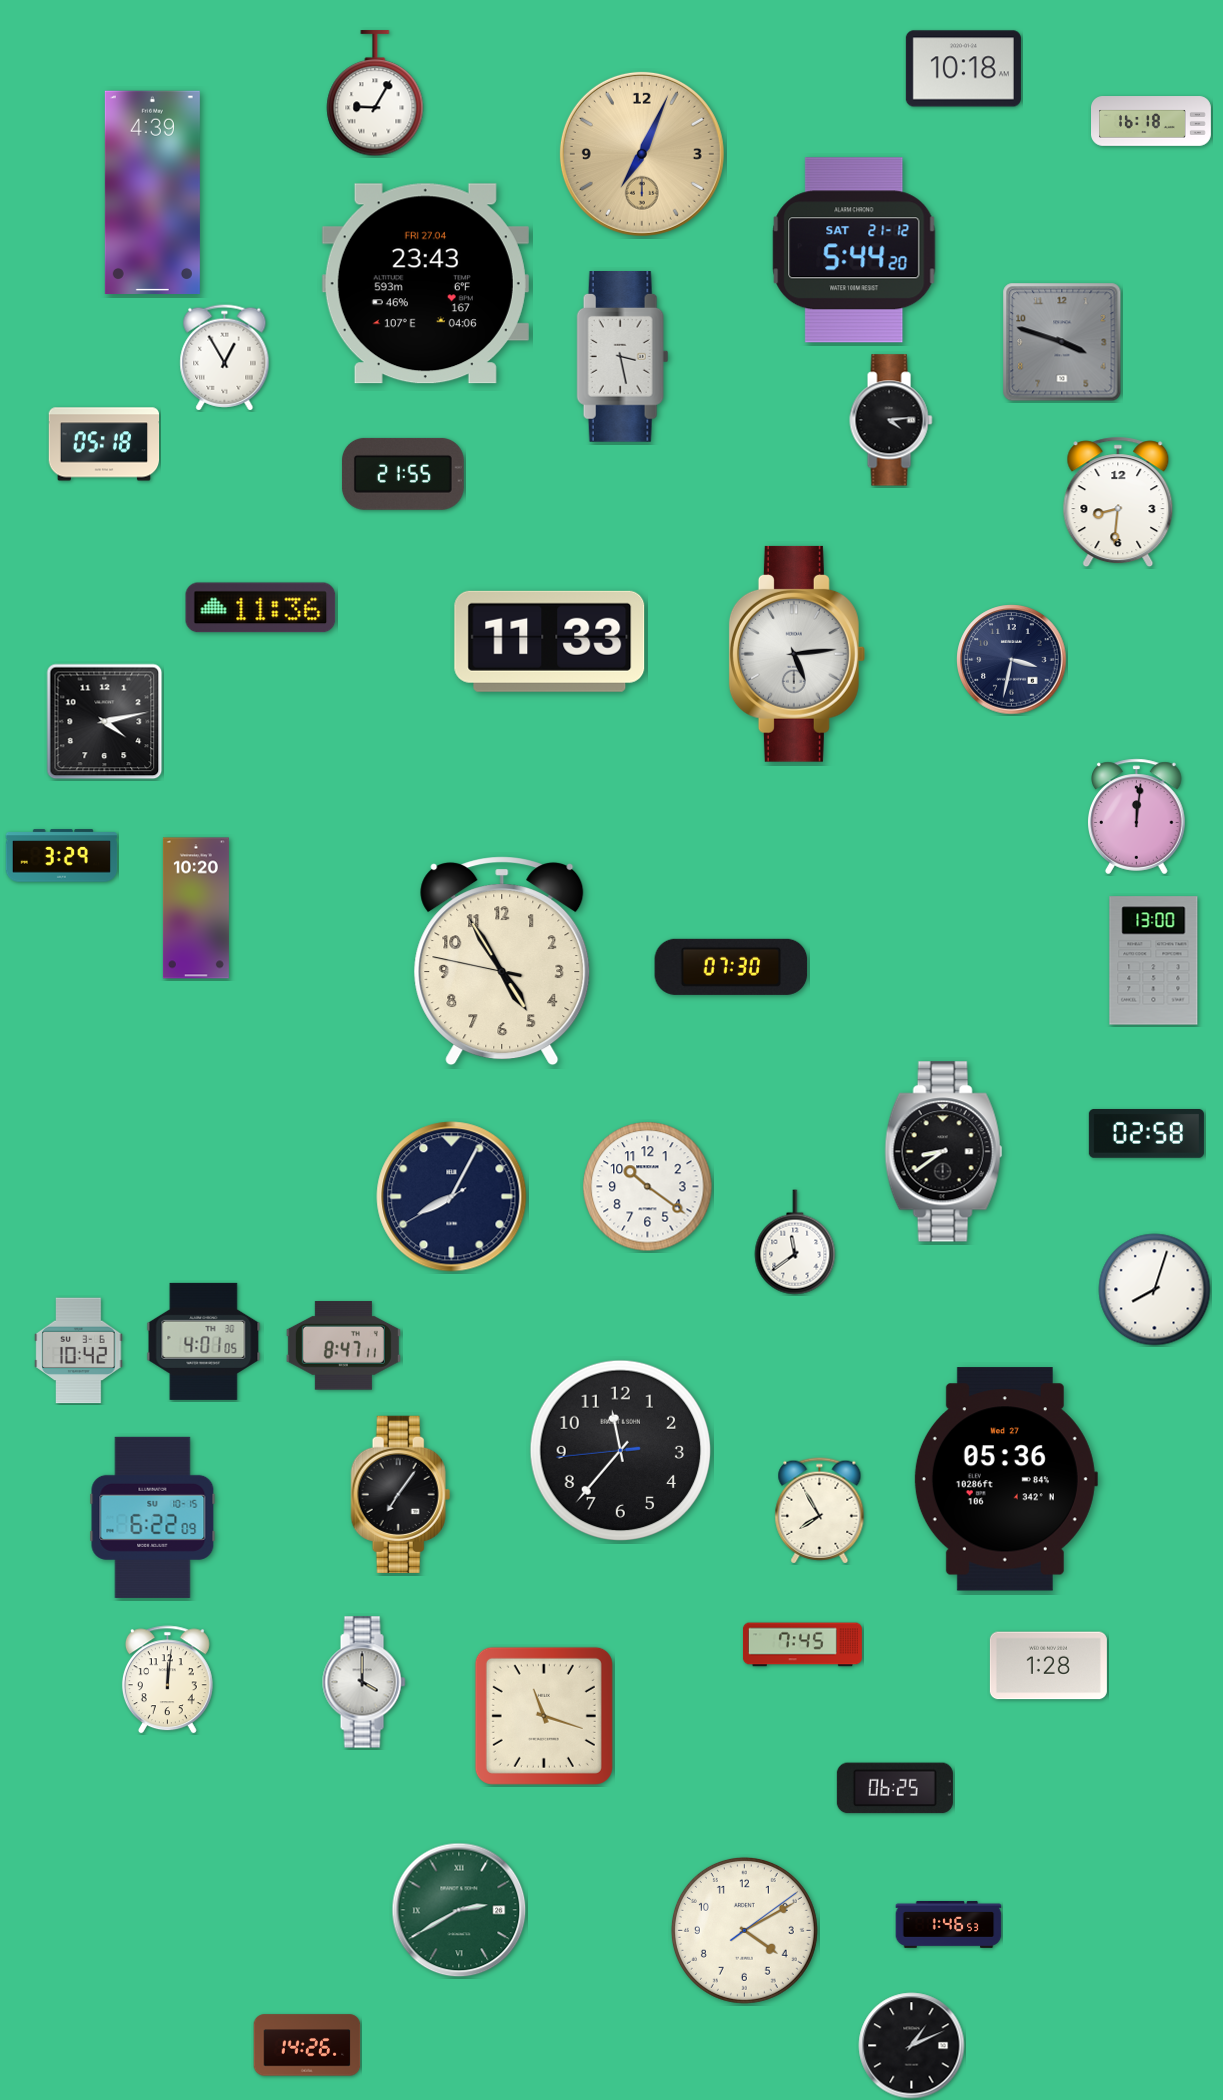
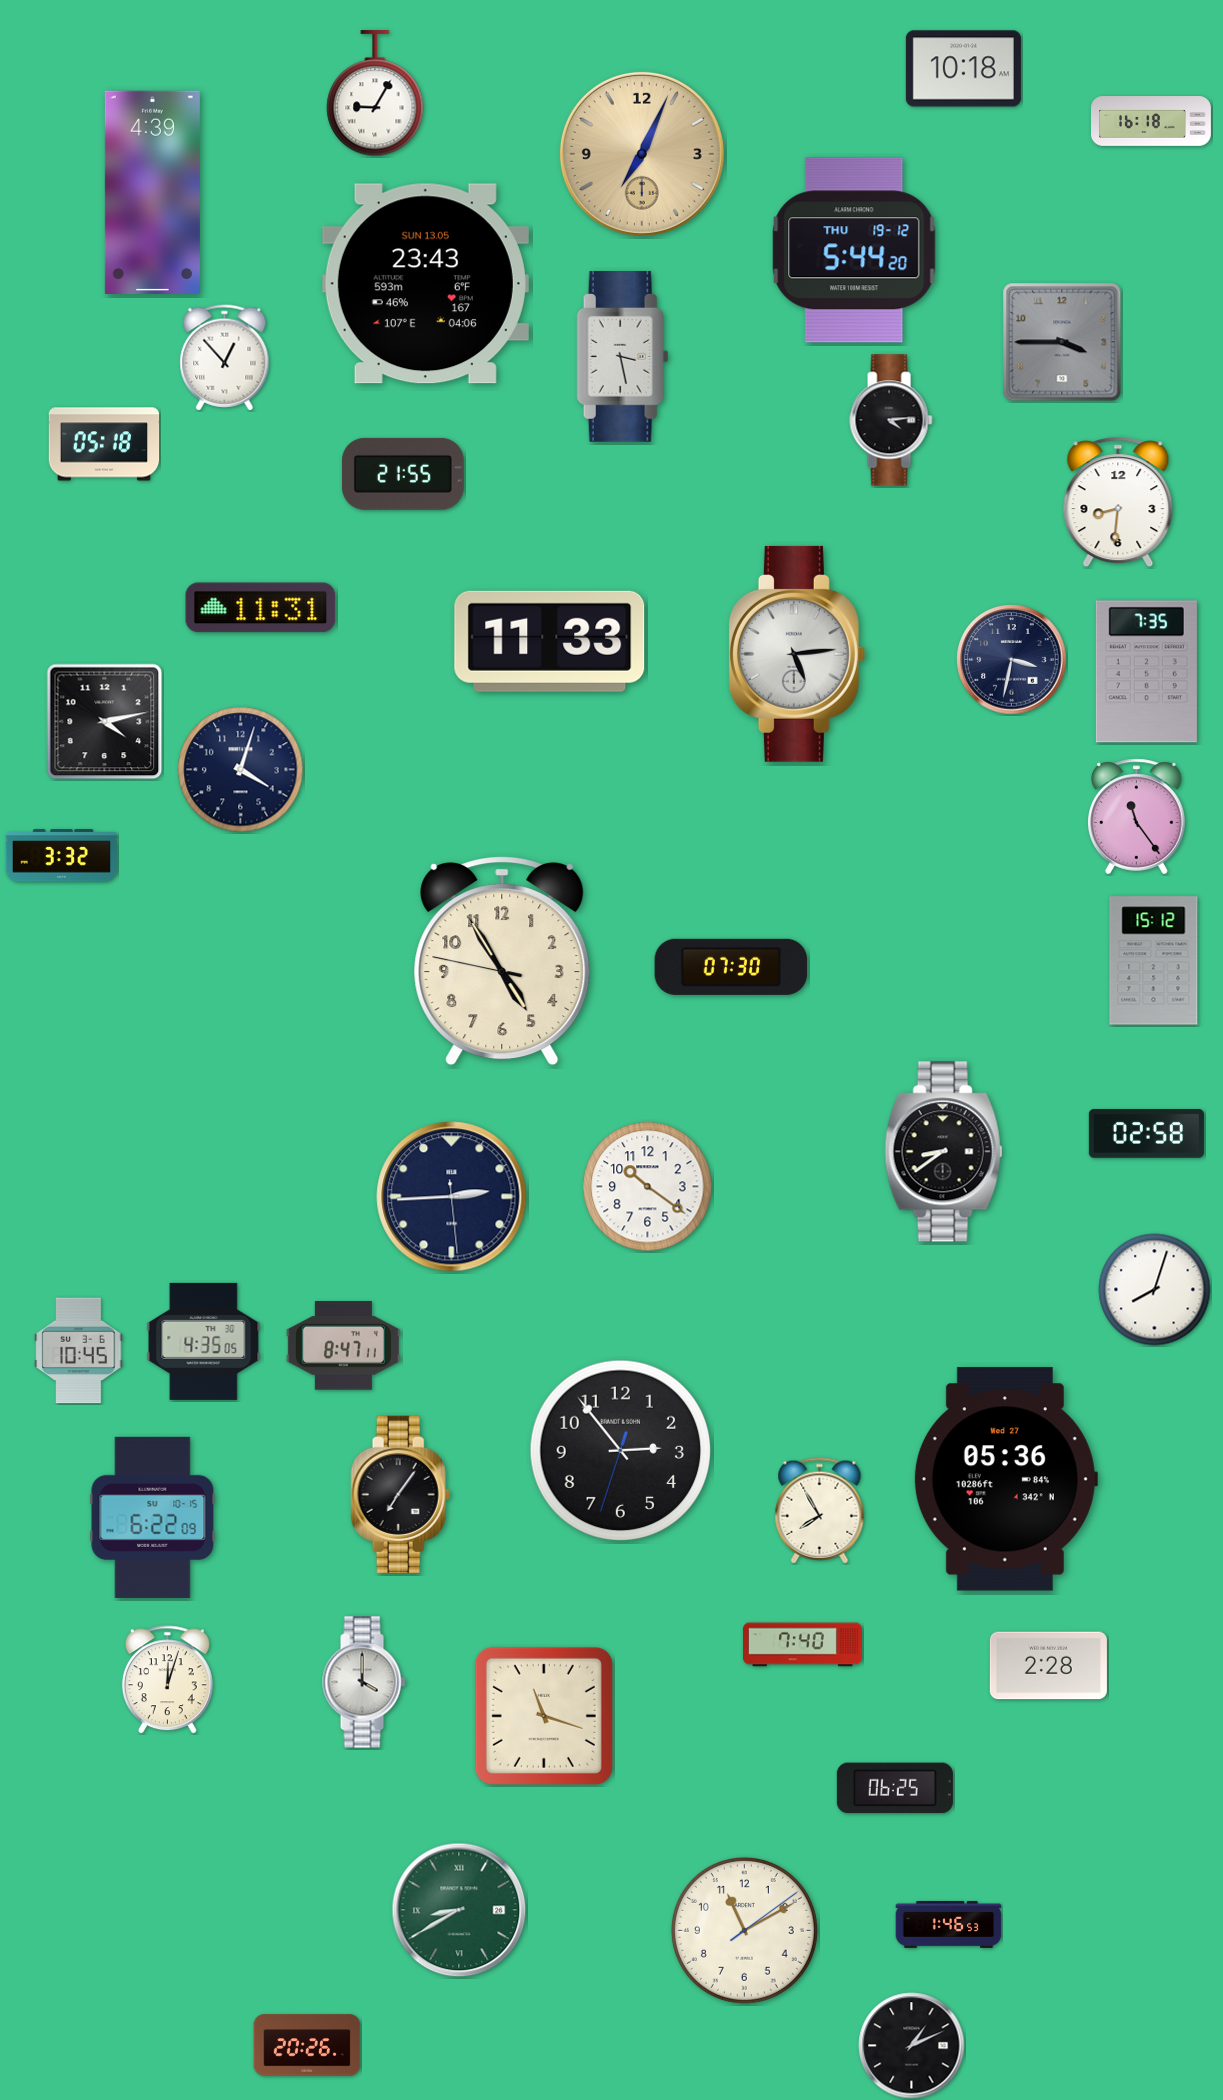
clock at (854, 250) date: SAT 21-12 -> THU 19-12
clock at (425, 284) date: FRI 27.04 -> SUN 13.05
clock at (1062, 342): 3:48 -> 3:45
clock at (225, 358): 12:55 -> 12:53
clock at (261, 608): 11:36 -> 11:31
clock at (1146, 672): none -> 7:35
clock at (241, 770): none -> 4:03
clock at (1137, 817): 12:01 -> 11:24
clock at (62, 856): 3:29 -> 3:32
clock at (196, 908): 10:20 -> none
clock at (1154, 961): 13:00 -> 15:12
clock at (452, 1197): 8:04 -> 2:44
clock at (795, 1242): 11:39 -> none
clock at (204, 1341): 4:01 -> 4:35
clock at (79, 1351): 10:42 -> 10:45
clock at (621, 1451): 11:36 -> 2:53
clock at (802, 1645): 7:45 -> 7:40
clock at (1048, 1666): 1:28 -> 2:28
clock at (167, 1680): 12:01 -> 12:03
clock at (459, 1910): 2:40 -> 8:40
clock at (744, 1930): 4:10 -> 11:10
clock at (307, 2045): 14:26 -> 20:26
